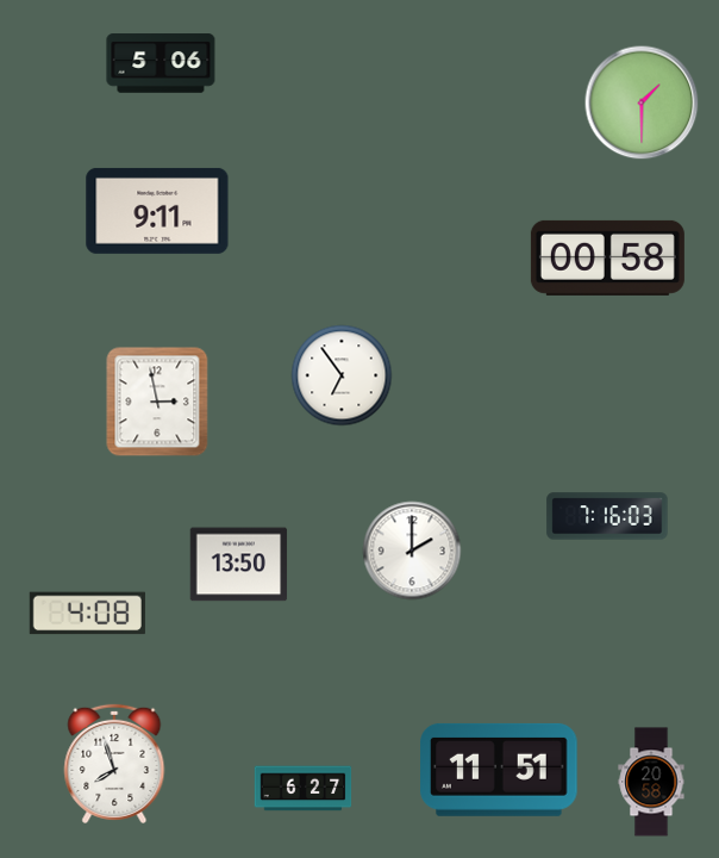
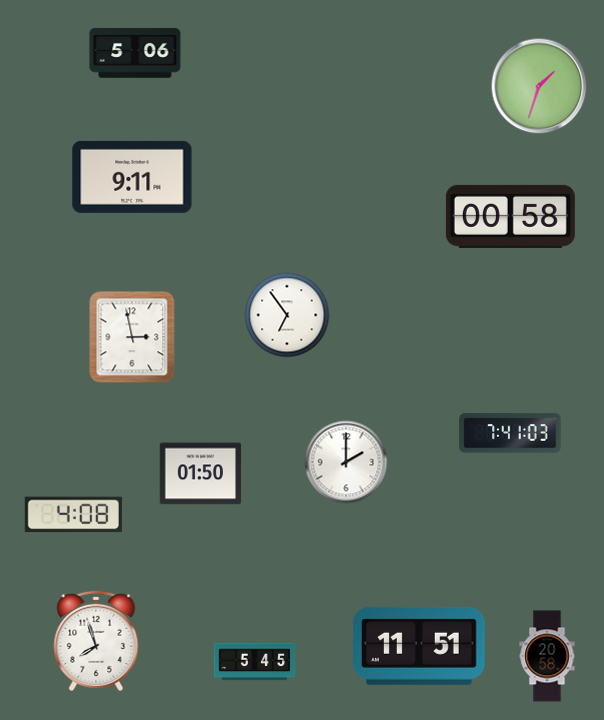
clock at (642, 102): 1:30 -> 1:33
clock at (607, 516): 7:16 -> 7:41
clock at (239, 565): 13:50 -> 01:50
clock at (304, 789): 6:27 -> 5:45
